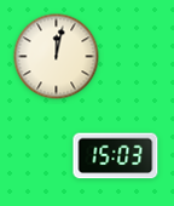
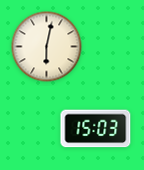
clock at (57, 57): 12:02 -> 6:02
